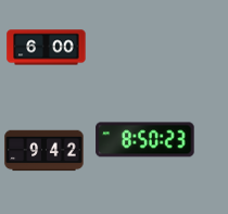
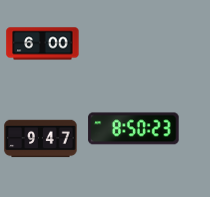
clock at (45, 151): 9:42 -> 9:47
